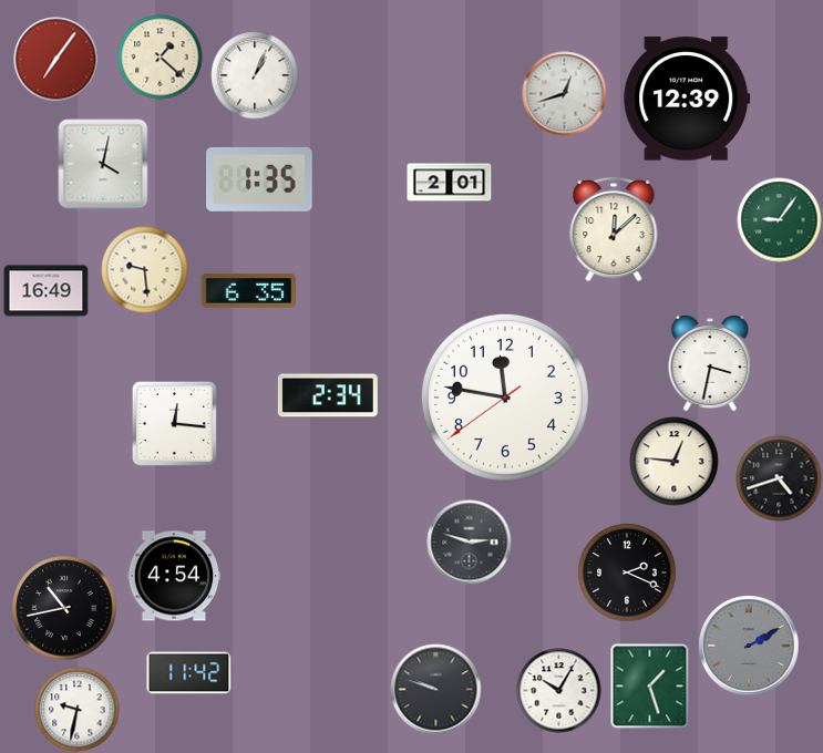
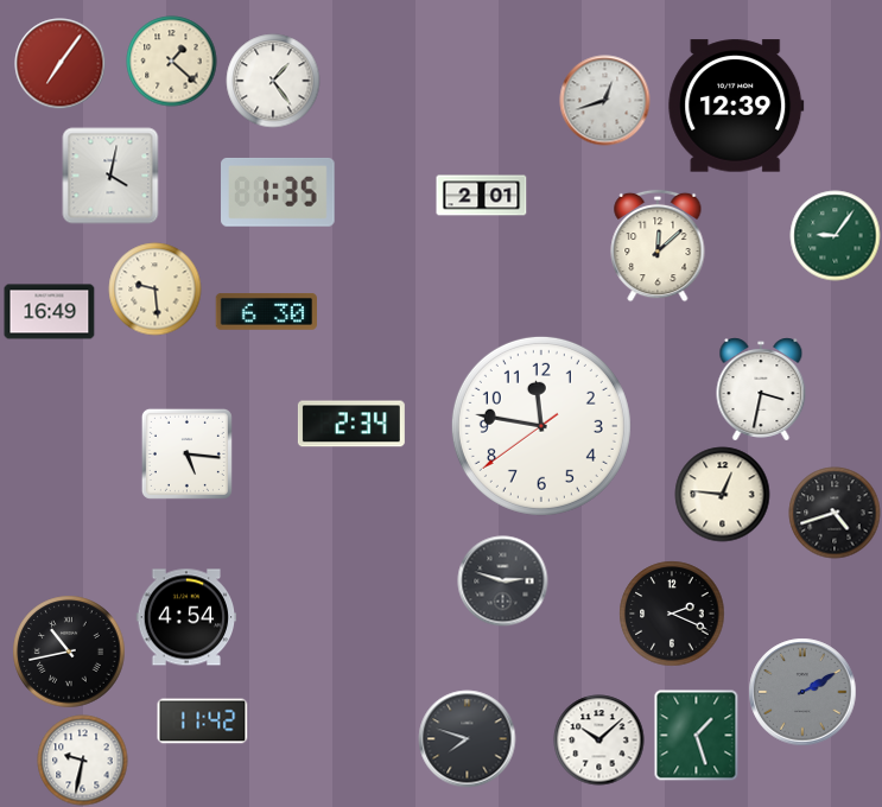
clock at (255, 75): 1:04 -> 1:24
clock at (248, 291): 6:35 -> 6:30
clock at (174, 423): 12:16 -> 5:16
clock at (436, 690): 9:48 -> 7:48
clock at (559, 691): 10:05 -> 10:08
